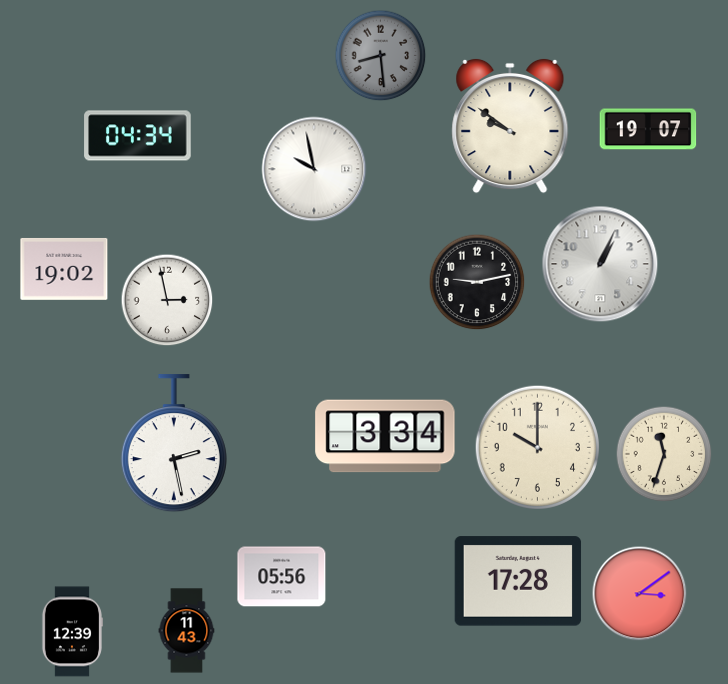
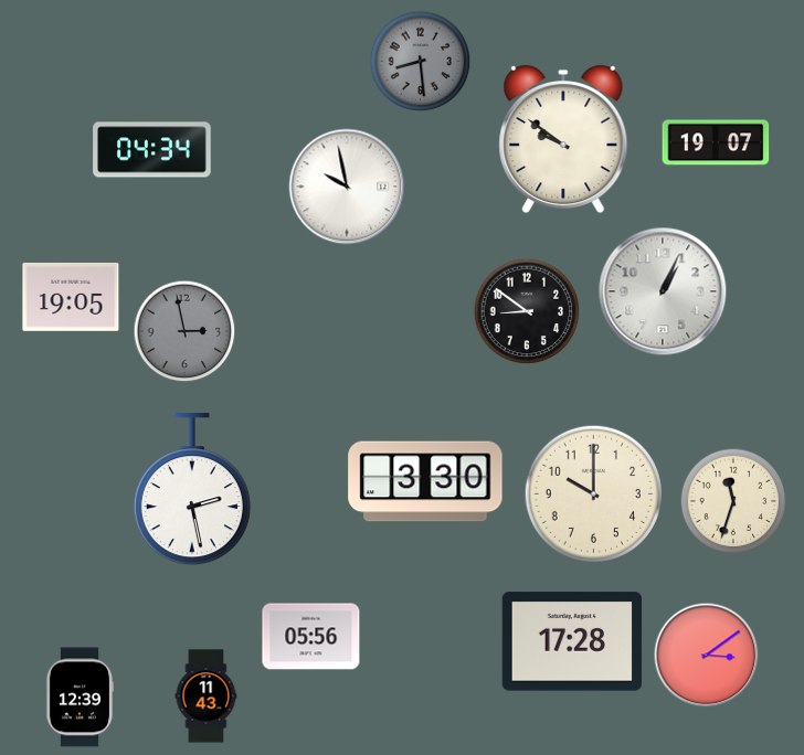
clock at (64, 269): 19:02 -> 19:05
clock at (477, 282): 9:13 -> 8:51
clock at (167, 300) dial: white -> grey
clock at (385, 436): 3:34 -> 3:30
